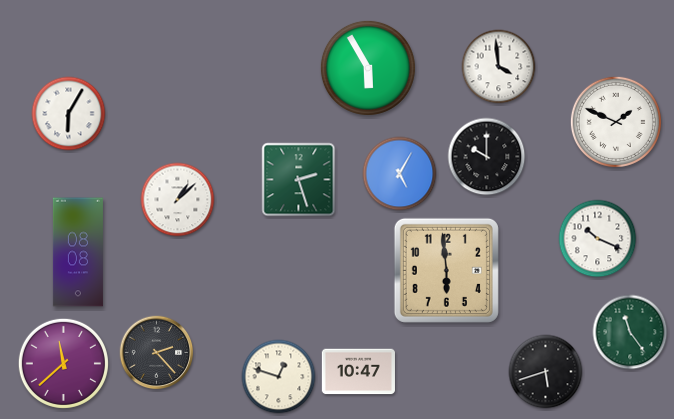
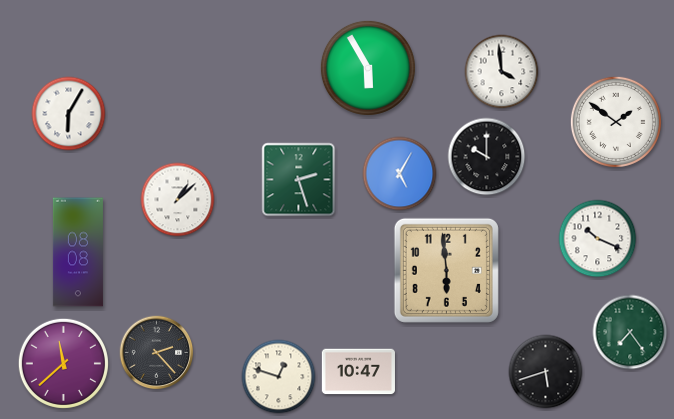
clock at (499, 67) position: (499, 67) -> (502, 72)
clock at (616, 122): 1:49 -> 1:51
clock at (630, 332): 11:24 -> 7:24
